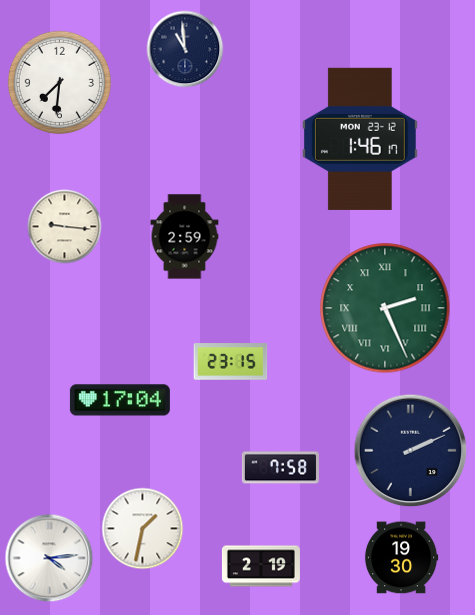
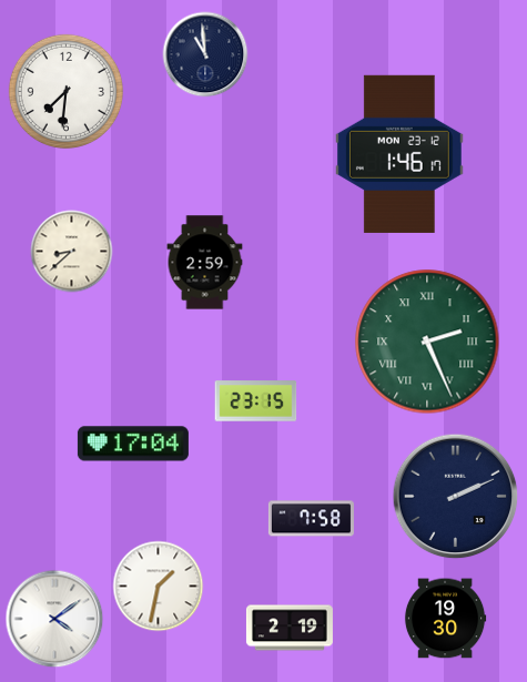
clock at (65, 227): 9:16 -> 8:38
clock at (411, 451) position: (411, 451) -> (456, 497)
clock at (49, 558): 4:14 -> 4:09
